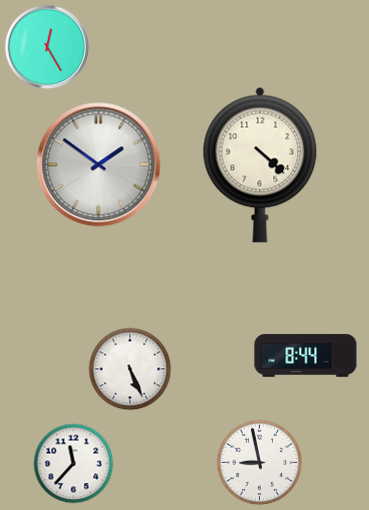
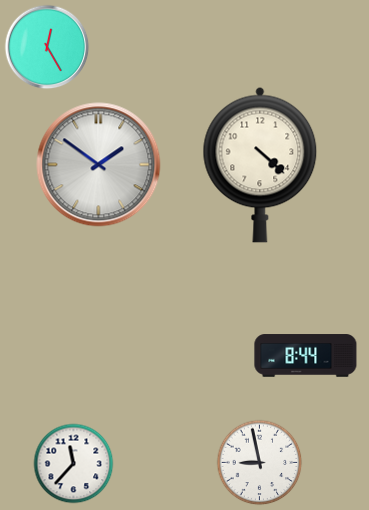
clock at (130, 369): 5:26 -> none
